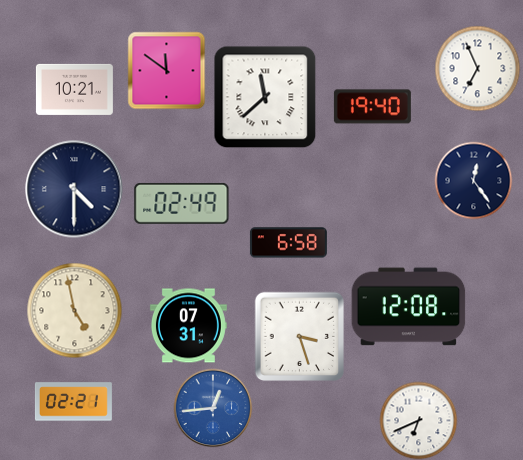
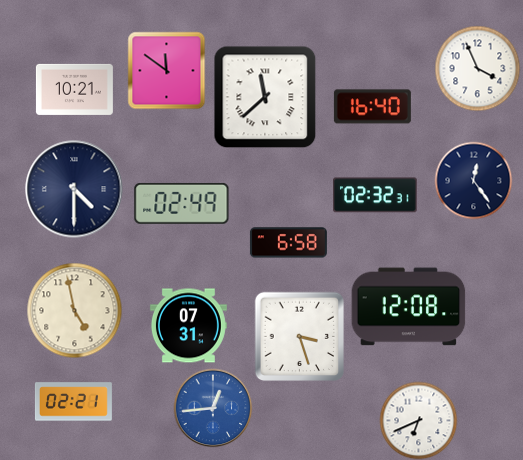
clock at (477, 68): 6:56 -> 3:56
clock at (372, 107): 19:40 -> 16:40
clock at (375, 195): none -> 02:32
